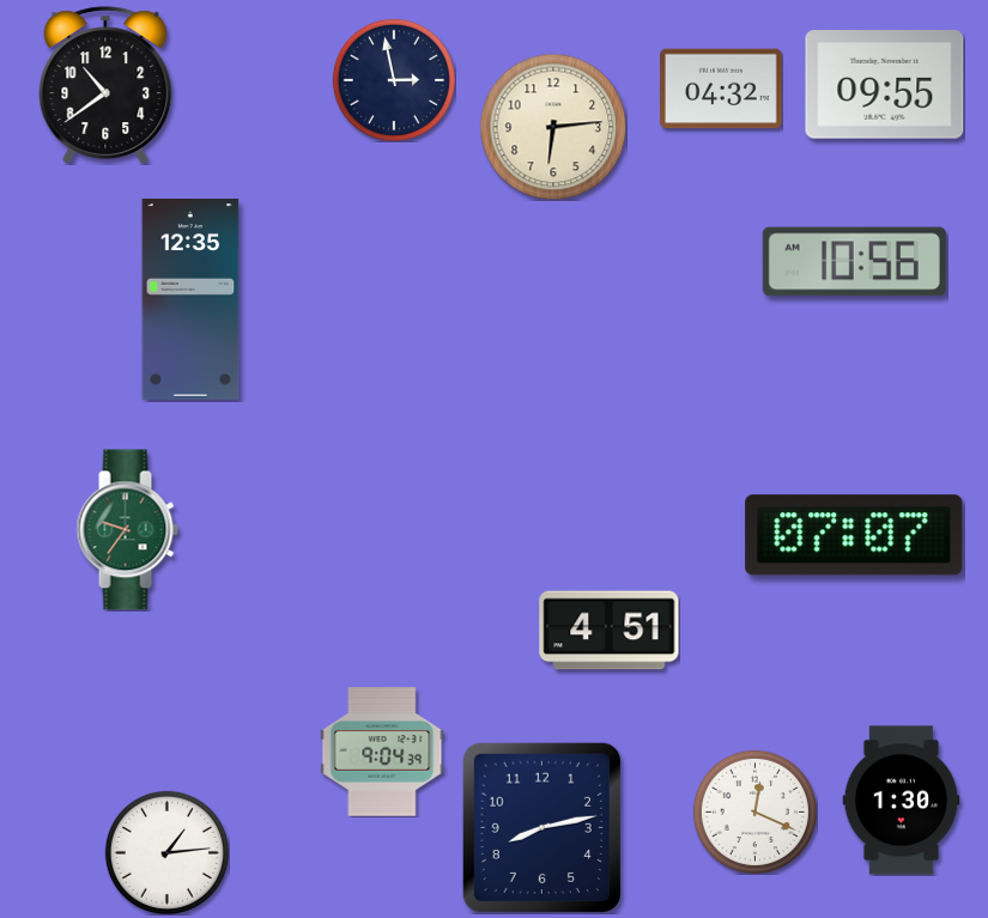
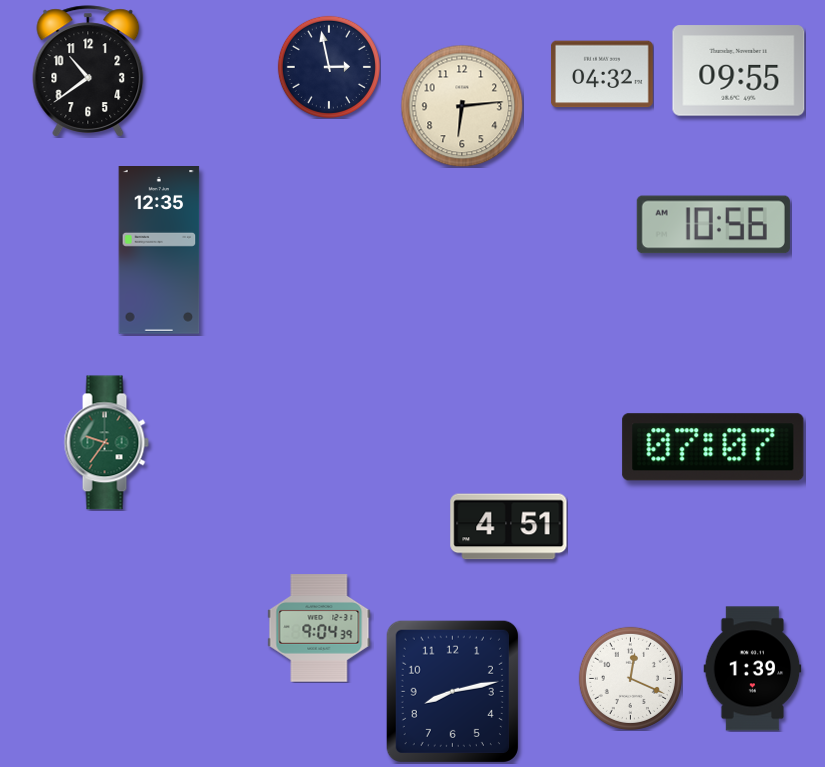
clock at (854, 262) position: (854, 262) -> (713, 225)
clock at (902, 801): 1:30 -> 1:39
clock at (166, 852): 1:14 -> none
